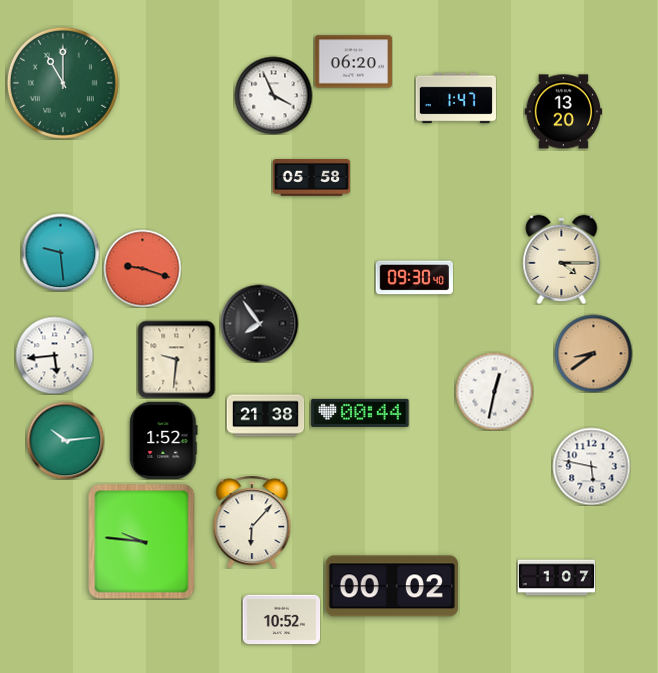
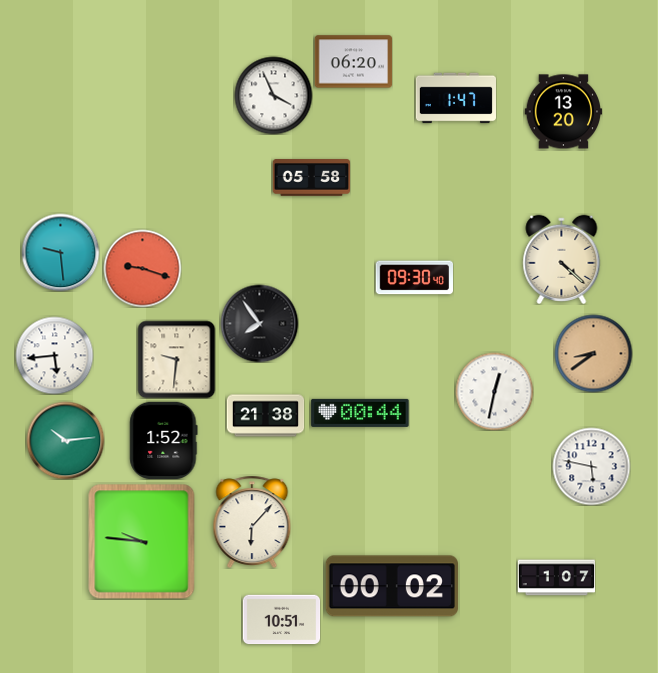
clock at (63, 83): 11:00 -> none
clock at (562, 259): 4:15 -> 4:22
clock at (281, 620): 10:52 -> 10:51
